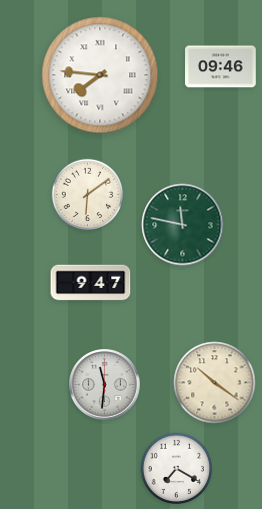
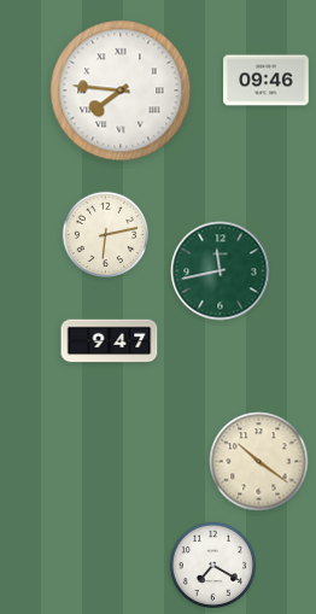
clock at (88, 195): 6:09 -> 6:13
clock at (183, 225): 11:47 -> 11:43
clock at (105, 385): 11:31 -> none
